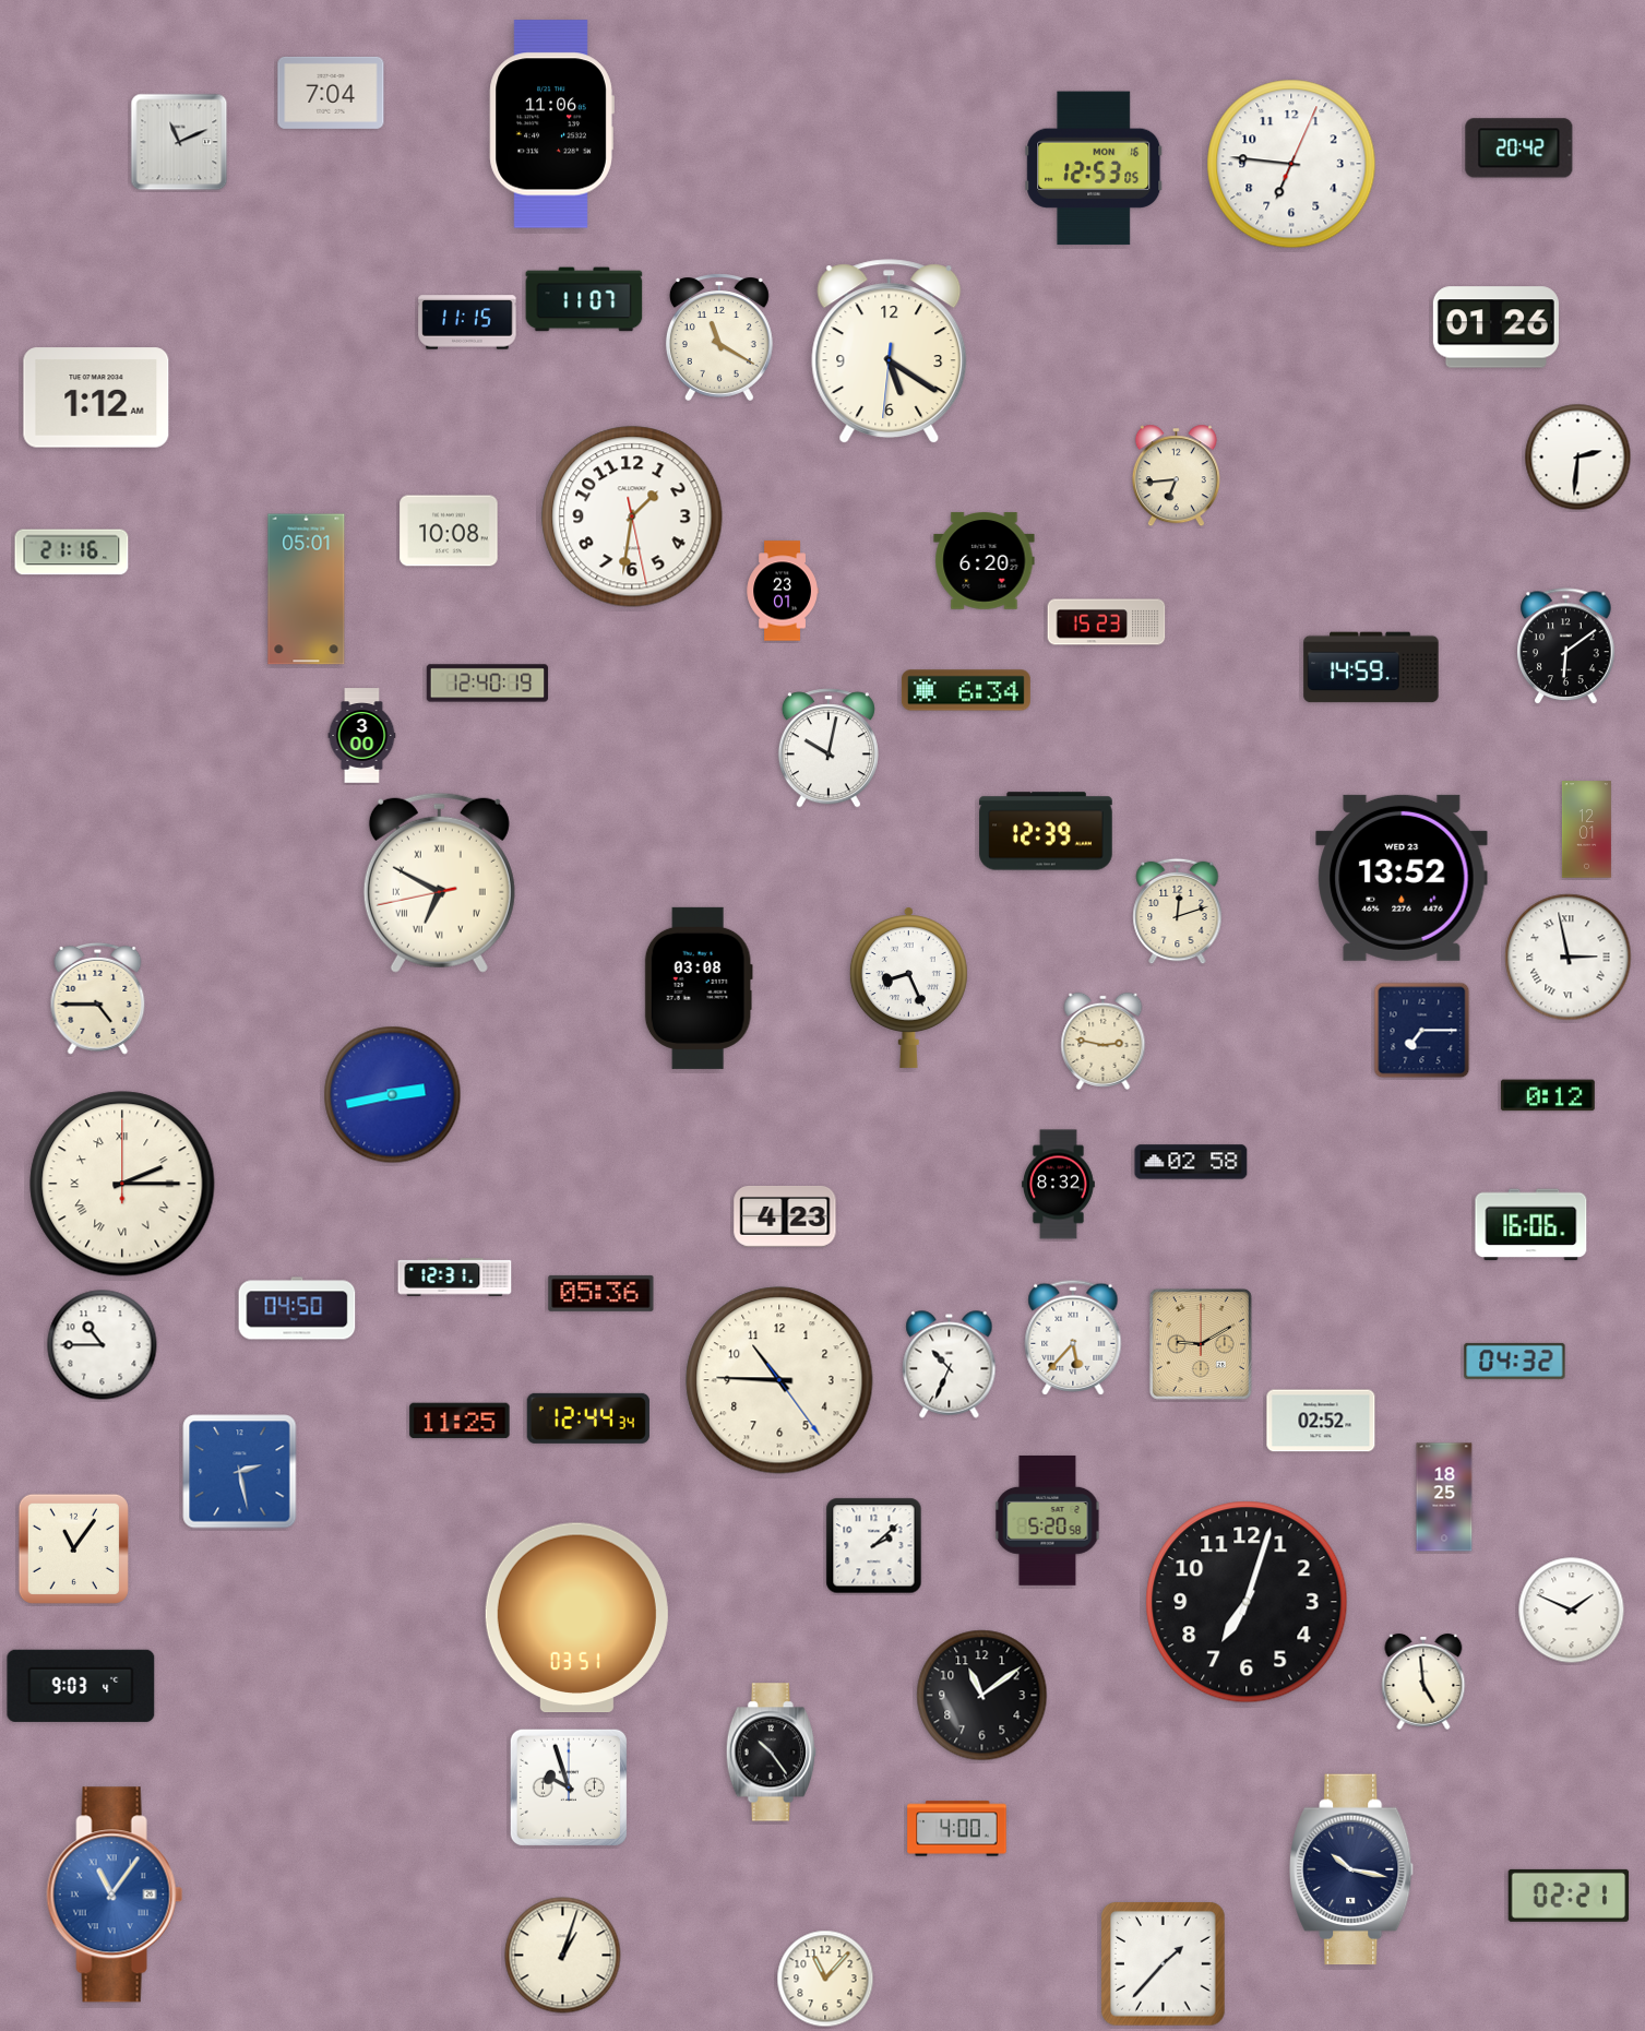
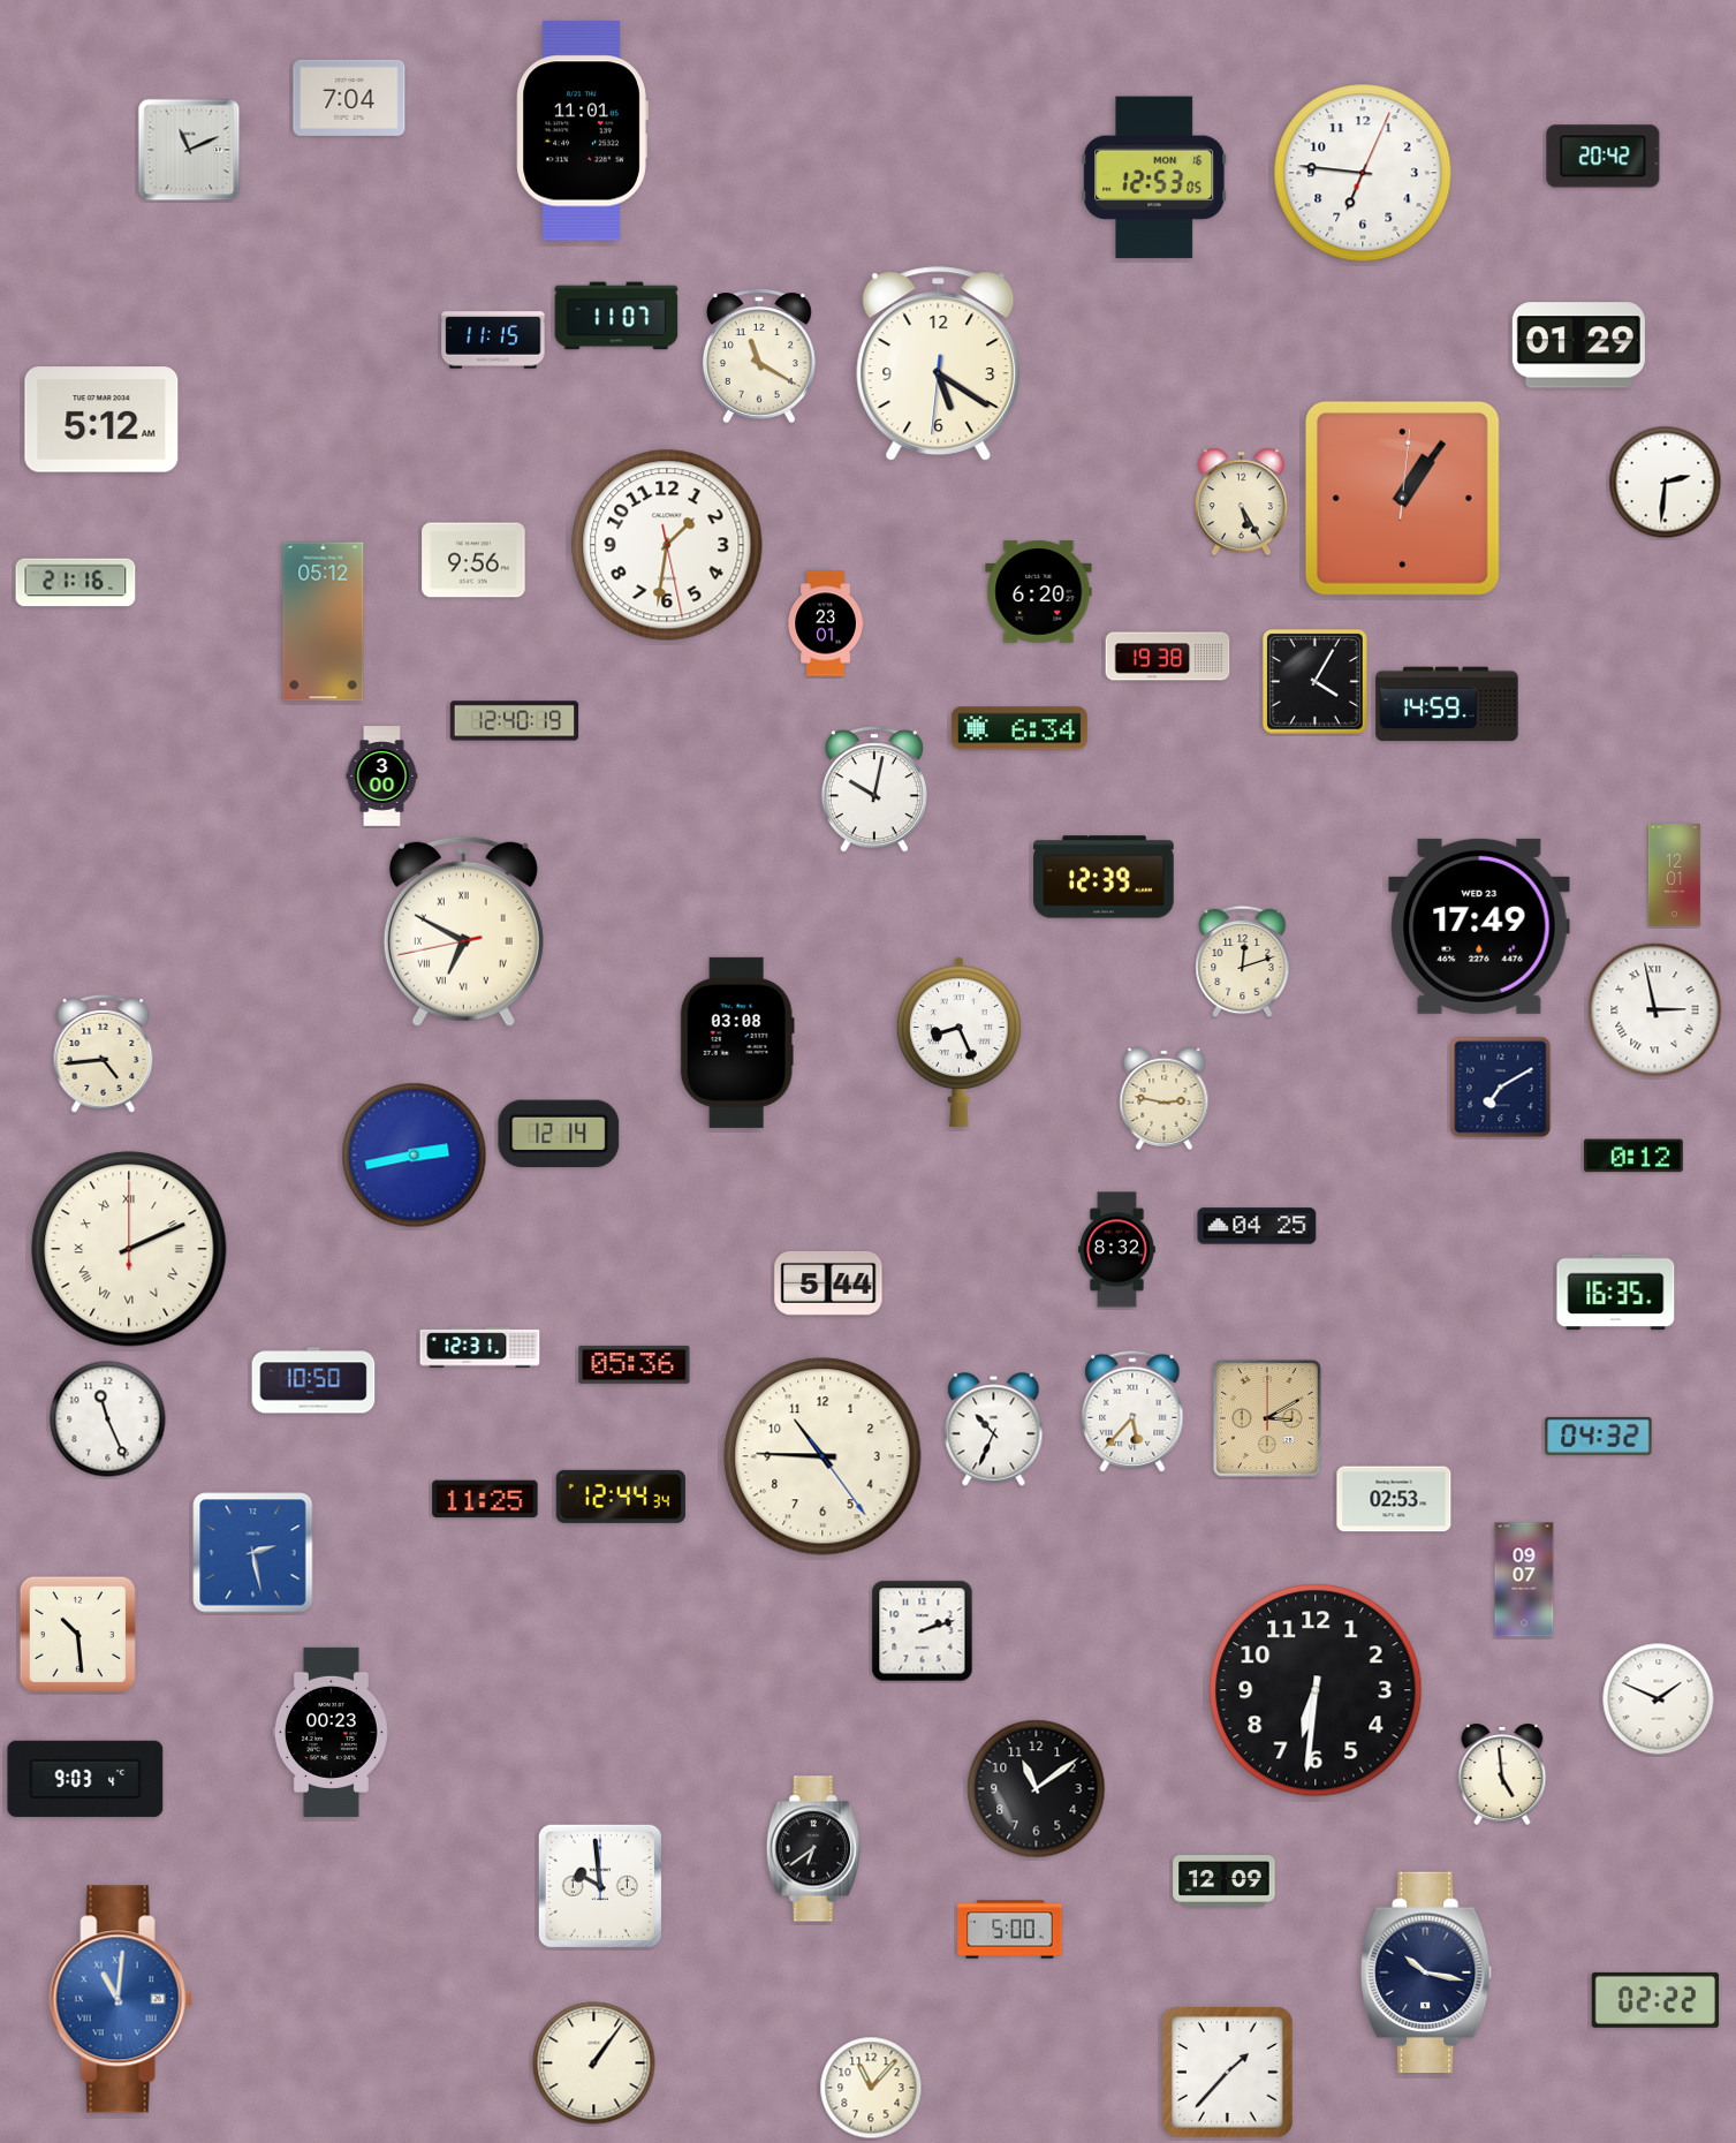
clock at (551, 124): 11:06 -> 11:01
clock at (1495, 328): 01:26 -> 01:29
clock at (890, 351) position: (890, 351) -> (939, 363)
clock at (96, 397): 1:12 -> 5:12
clock at (1402, 498): none -> 1:06
clock at (1176, 476): 6:44 -> 5:25
clock at (449, 531): 10:08 -> 9:56
clock at (307, 590): 05:01 -> 05:12
clock at (1107, 622): 15:23 -> 19:38
clock at (1316, 682): none -> 4:05
clock at (1566, 646): 6:09 -> none
clock at (1402, 878): 13:52 -> 17:49
clock at (98, 998): 4:45 -> 4:44
clock at (1422, 1031): 7:15 -> 7:10
clock at (559, 1133): none -> 12:14
clock at (1191, 1162): 02:58 -> 04:25
clock at (122, 1184): 2:15 -> 2:11
clock at (785, 1216): 4:23 -> 5:44
clock at (1531, 1225): 16:06 -> 16:35
clock at (297, 1308): 04:50 -> 10:50
clock at (1201, 1344): 9:10 -> 3:10
clock at (103, 1345): 10:45 -> 11:26
clock at (950, 1365) position: (950, 1365) -> (994, 1430)
clock at (1321, 1421): 02:52 -> 02:53
clock at (1444, 1497): 18:25 -> 09:07
clock at (1048, 1520): 5:20 -> none
clock at (874, 1546): 2:08 -> 2:12
clock at (73, 1548): 11:06 -> 10:29
clock at (1247, 1602): 7:03 -> 6:31
clock at (576, 1618): 03:51 -> none
clock at (331, 1732): none -> 00:23
clock at (771, 1753): 10:24 -> 6:39
clock at (1225, 1881): none -> 12:09
clock at (569, 1787): 9:57 -> 9:59
clock at (957, 1829): 4:00 -> 5:00
clock at (115, 1895): 11:06 -> 11:01
clock at (1569, 1896): 02:21 -> 02:22
clock at (563, 1956): 1:03 -> 1:06
